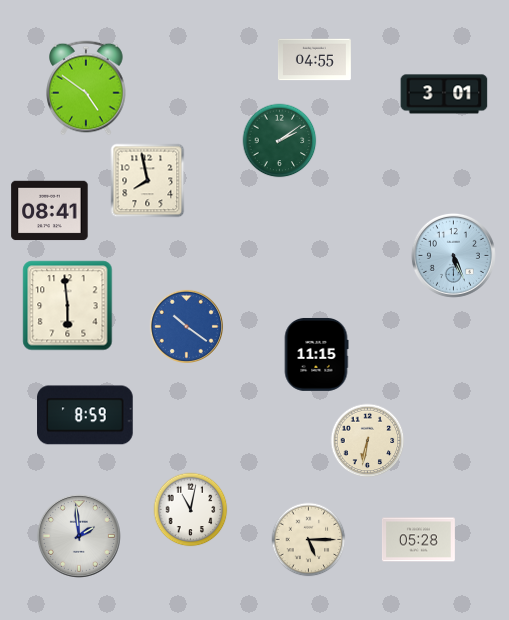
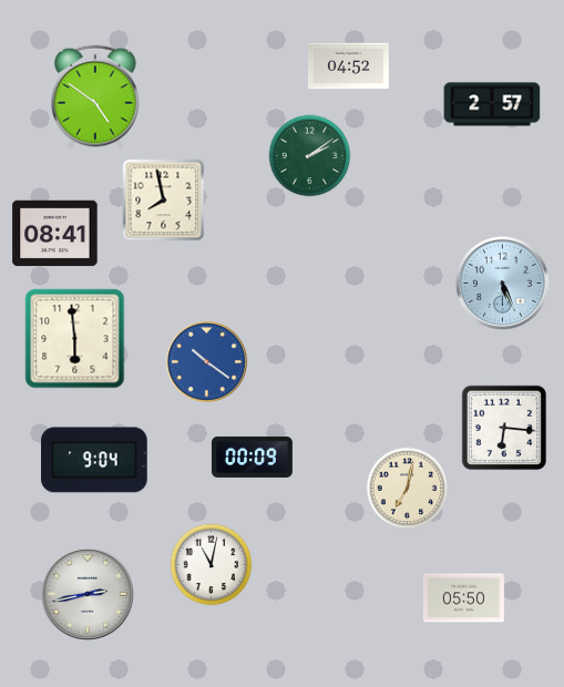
clock at (314, 60): 04:55 -> 04:52
clock at (444, 94): 3:01 -> 2:57
clock at (316, 354): 11:15 -> none
clock at (504, 428): none -> 6:16
clock at (252, 457): none -> 00:09
clock at (85, 415): 8:59 -> 9:04
clock at (368, 441): 6:32 -> 7:02
clock at (79, 536): 1:59 -> 2:43
clock at (309, 540): 5:15 -> none
clock at (418, 540): 05:28 -> 05:50
